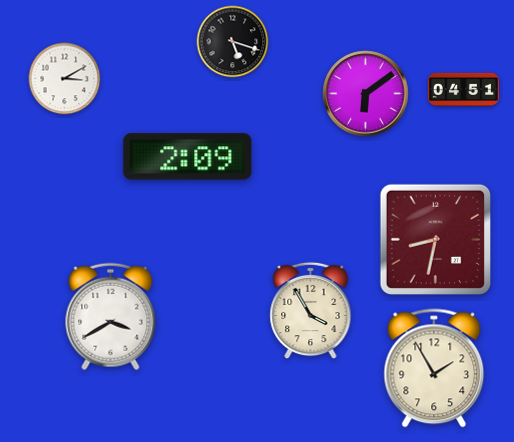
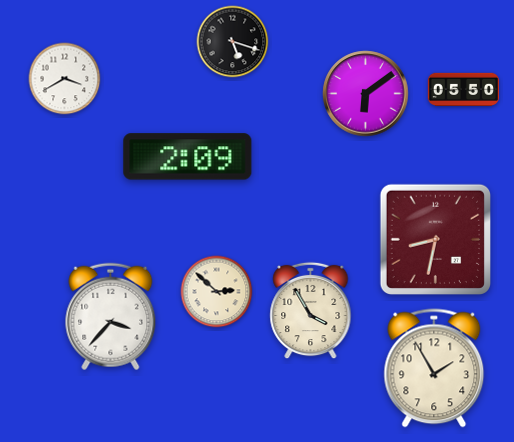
clock at (65, 79): 3:10 -> 3:40
clock at (463, 89): 04:51 -> 05:50
clock at (217, 292): none -> 2:52
clock at (111, 317): 3:40 -> 3:37
